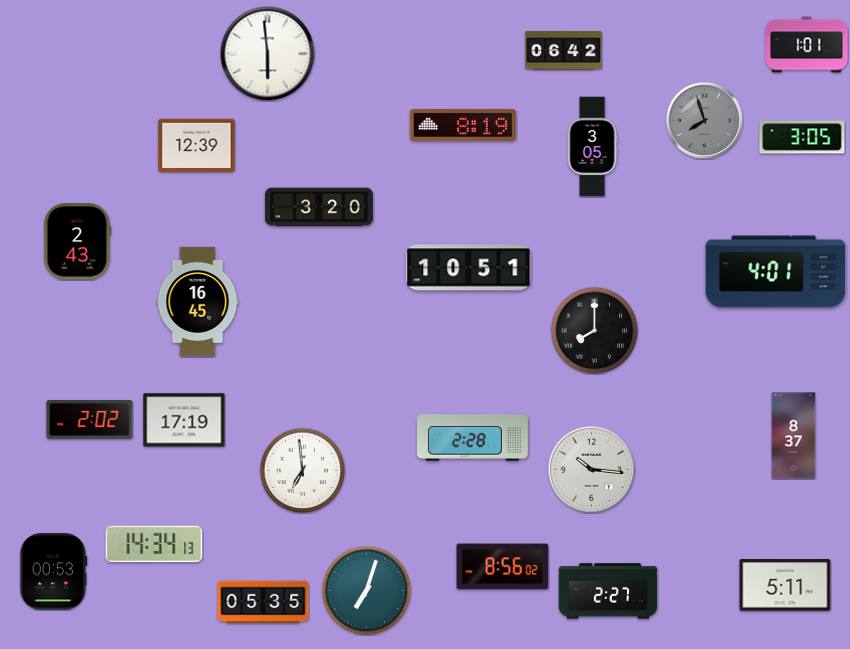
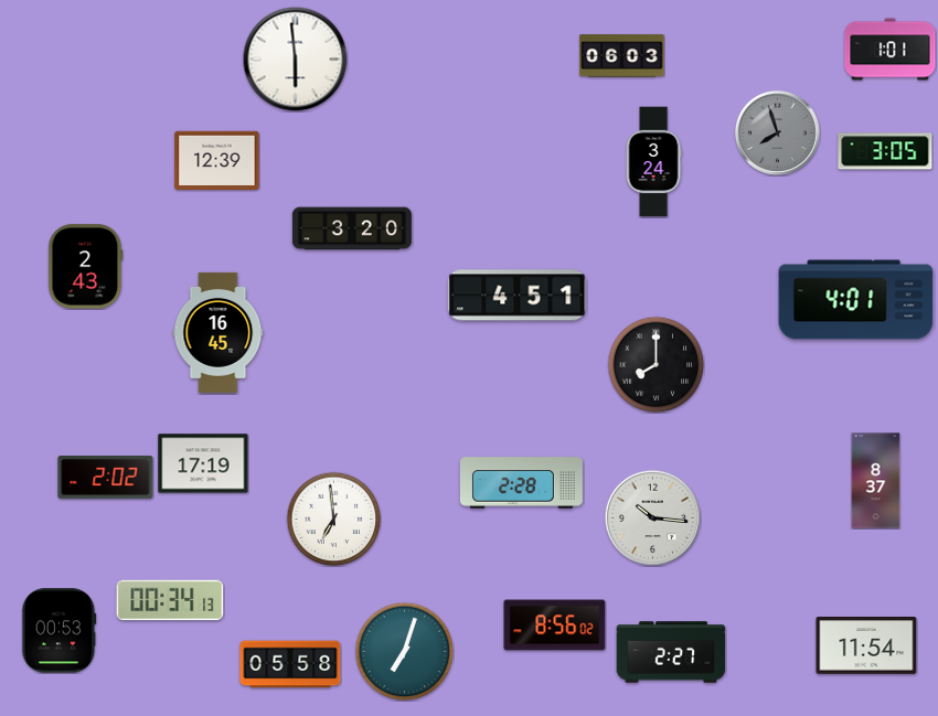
clock at (564, 51): 06:42 -> 06:03
clock at (463, 126): 8:19 -> none
clock at (592, 147): 3:05 -> 3:24
clock at (469, 268): 10:51 -> 4:51
clock at (90, 420) position: (90, 420) -> (106, 478)
clock at (154, 544): 14:34 -> 00:34
clock at (785, 586): 5:11 -> 11:54
clock at (263, 602): 05:35 -> 05:58
